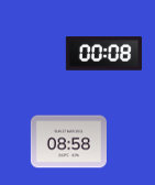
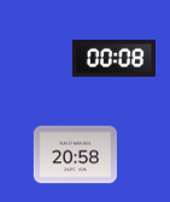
clock at (68, 142): 08:58 -> 20:58
